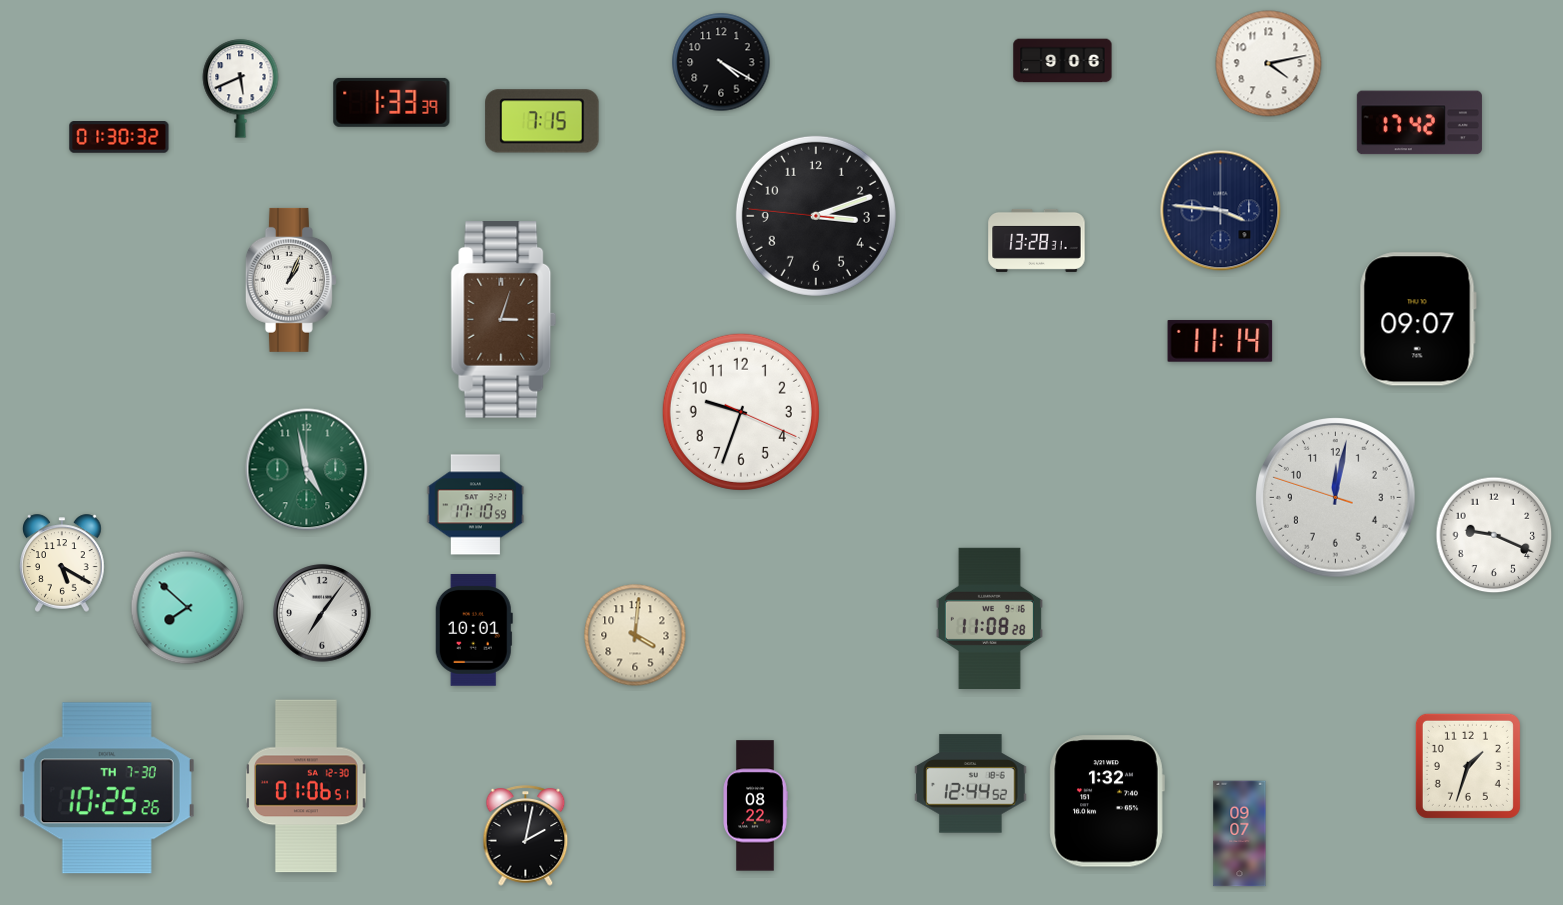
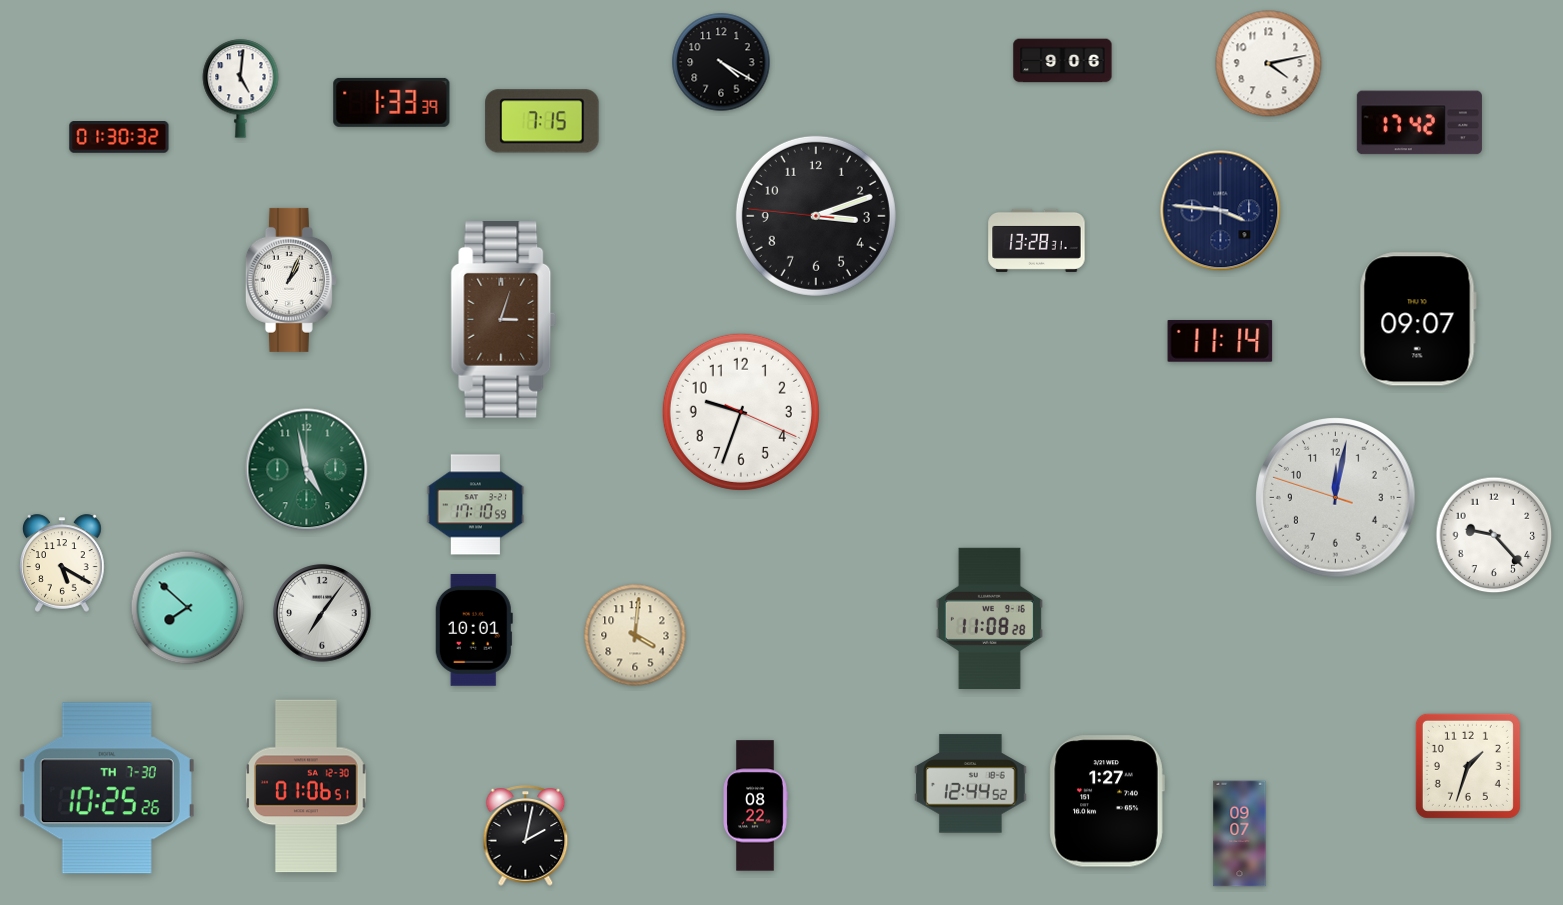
clock at (241, 89): 5:41 -> 5:01
clock at (1494, 535): 9:19 -> 9:23
clock at (1107, 801): 1:32 -> 1:27
